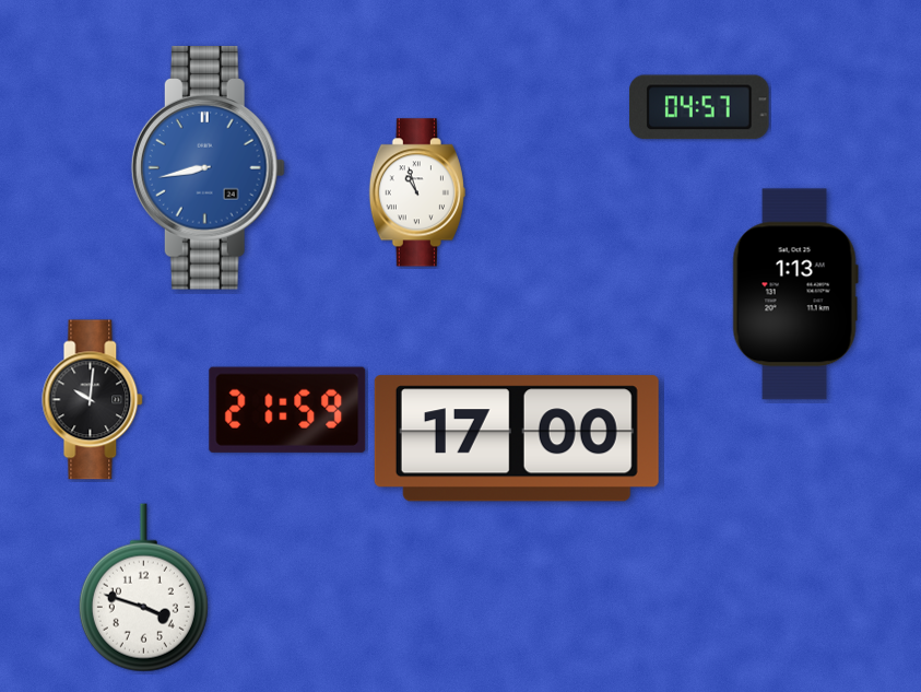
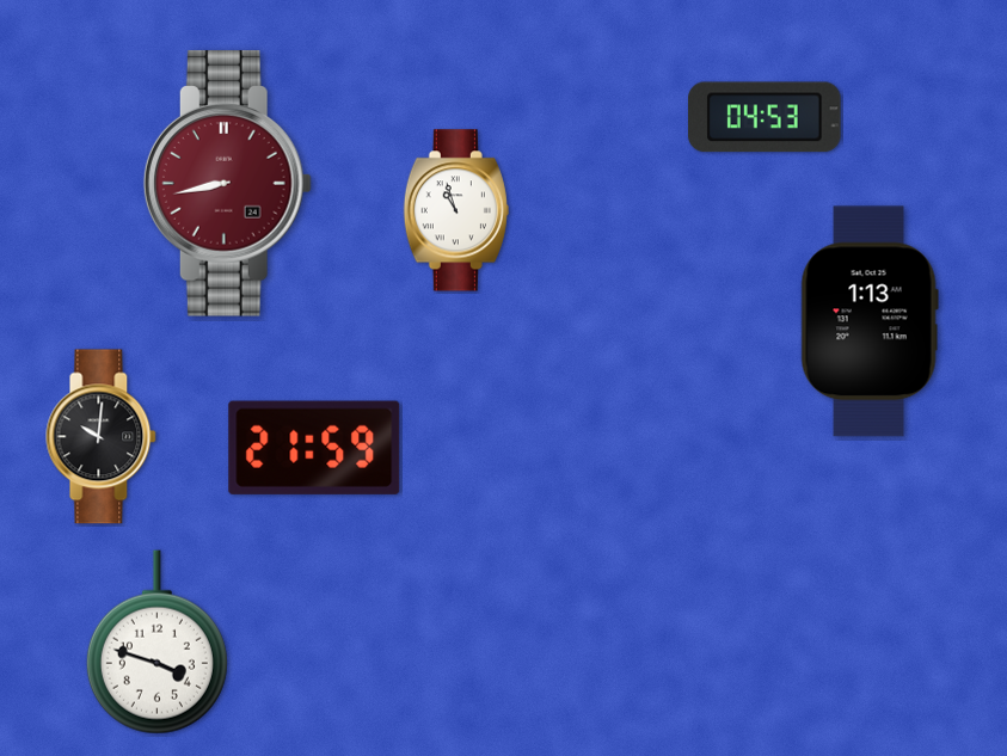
clock at (699, 107): 04:57 -> 04:53
clock at (208, 168) dial: blue -> burgundy
clock at (517, 438): 17:00 -> none
